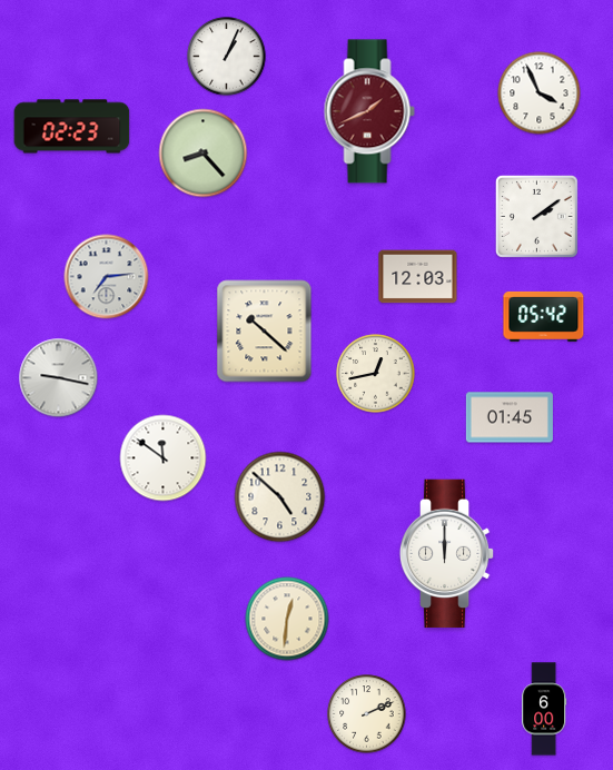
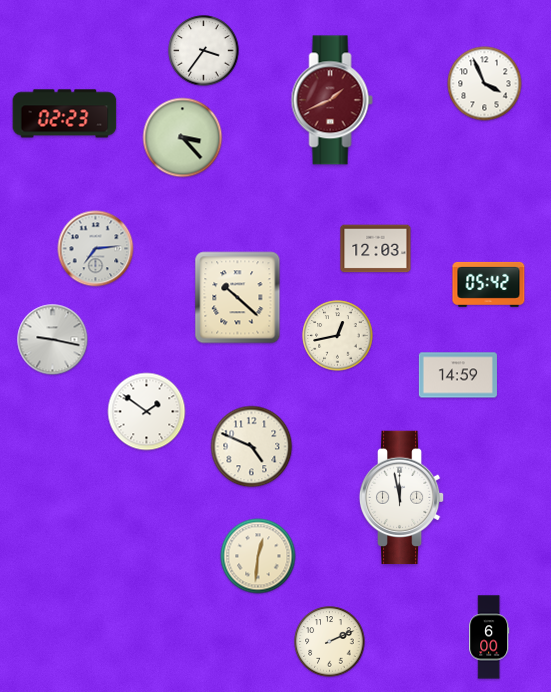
clock at (227, 57): 1:04 -> 3:36
clock at (204, 154): 8:23 -> 3:23
clock at (536, 216): 2:09 -> none
clock at (510, 417): 01:45 -> 14:59
clock at (164, 458): 11:51 -> 1:51
clock at (280, 497): 4:52 -> 4:49
clock at (447, 554): 12:00 -> 11:58
